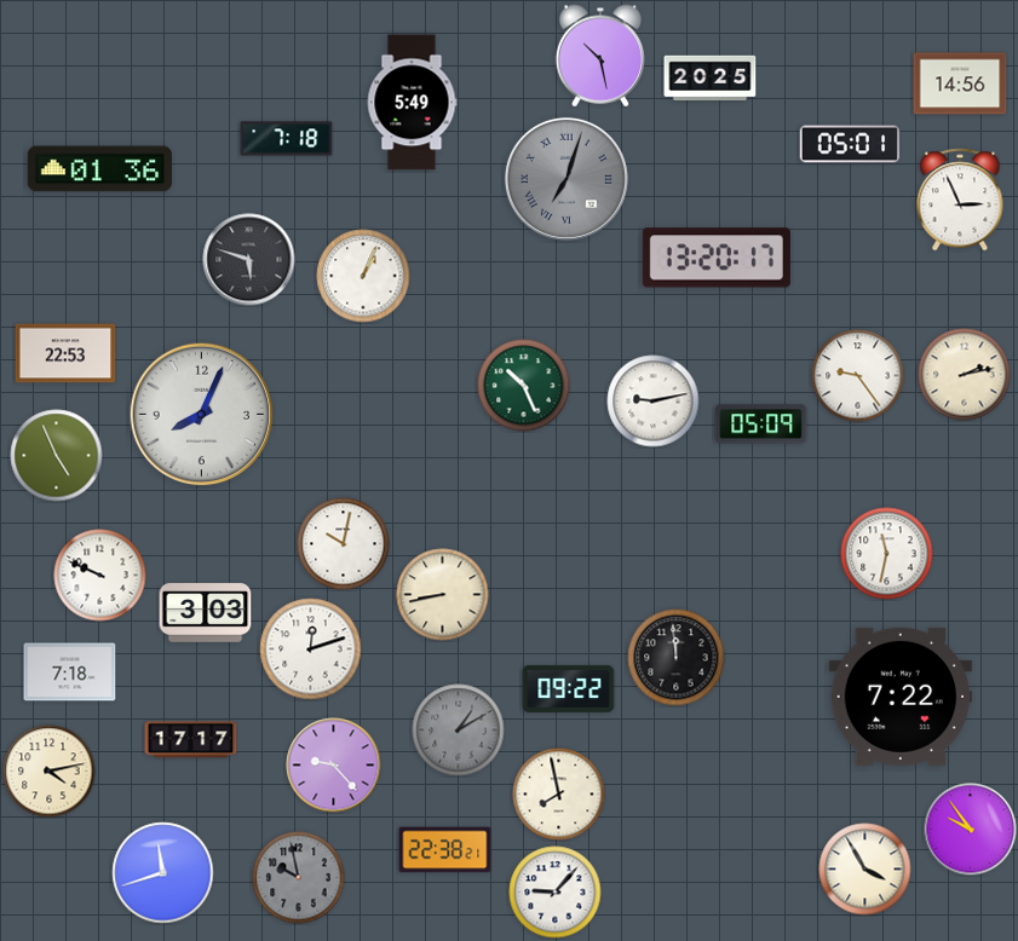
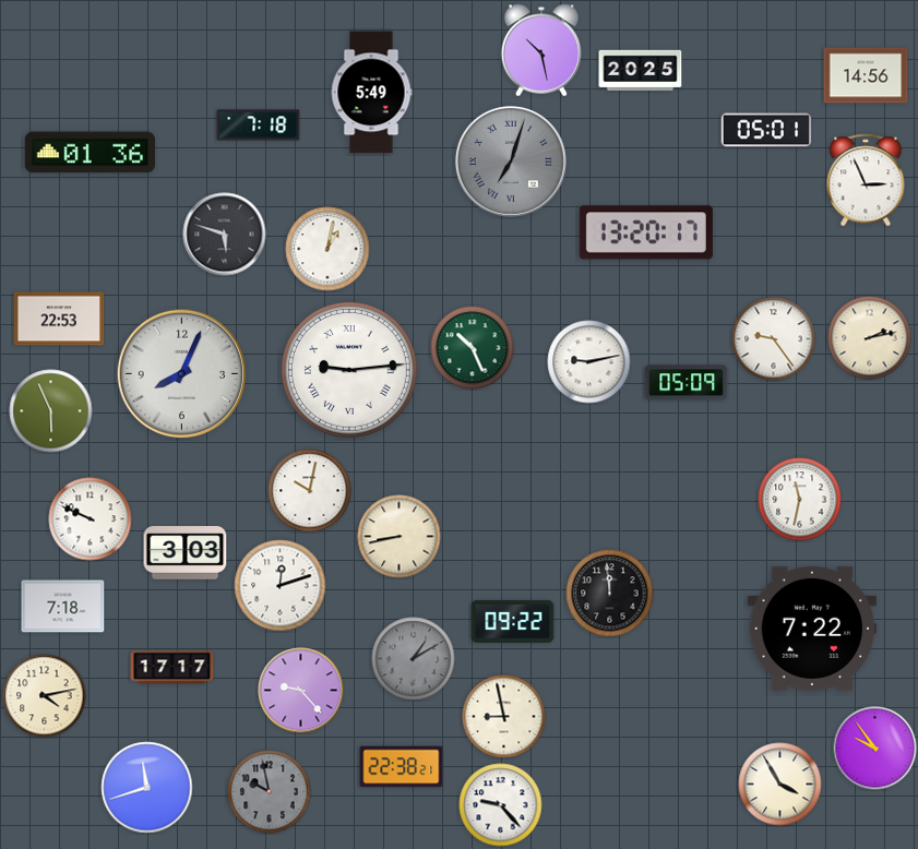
clock at (363, 276): 1:04 -> 1:02
clock at (350, 371): none -> 9:14
clock at (57, 456): 4:56 -> 5:56
clock at (559, 795): 7:58 -> 8:58
clock at (556, 893): 9:07 -> 9:23
